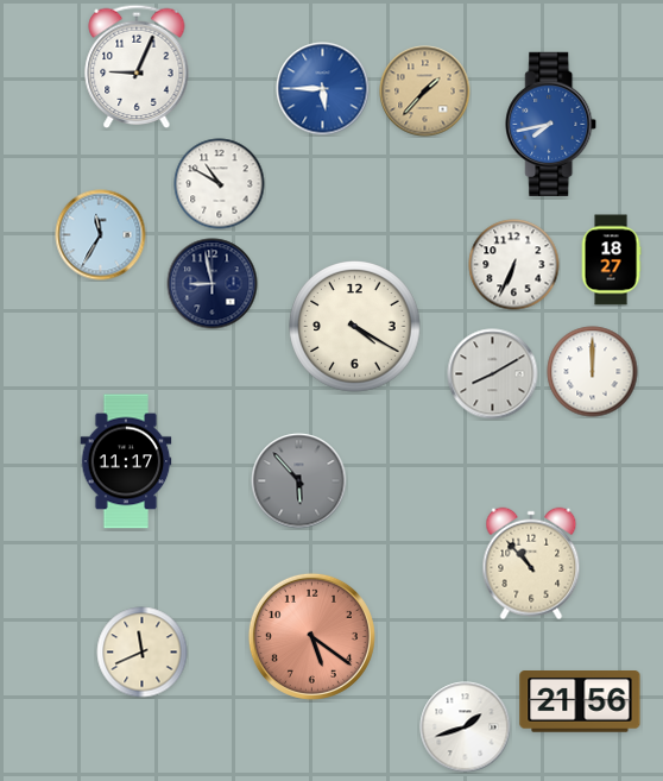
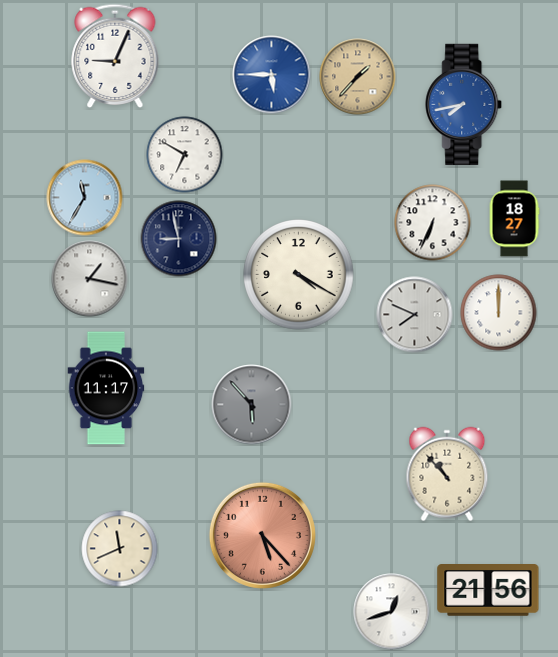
clock at (220, 184): 10:50 -> 6:50
clock at (90, 279): none -> 1:17
clock at (493, 374): 8:10 -> 7:49
clock at (311, 636): 5:21 -> 5:23
clock at (466, 728): 1:42 -> 12:42
